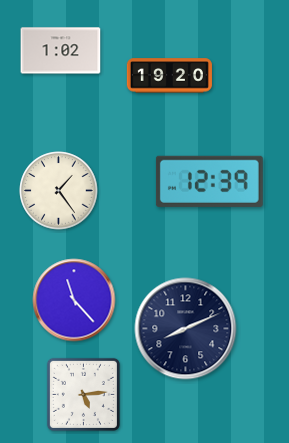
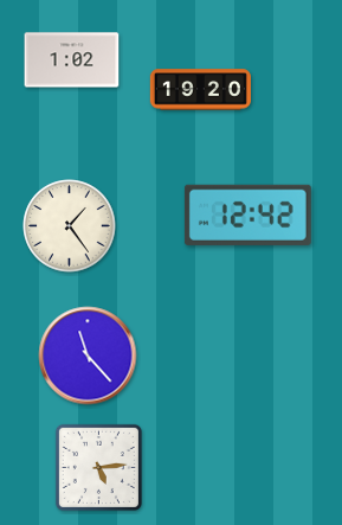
clock at (209, 181): 12:39 -> 12:42
clock at (186, 329): 8:11 -> none
